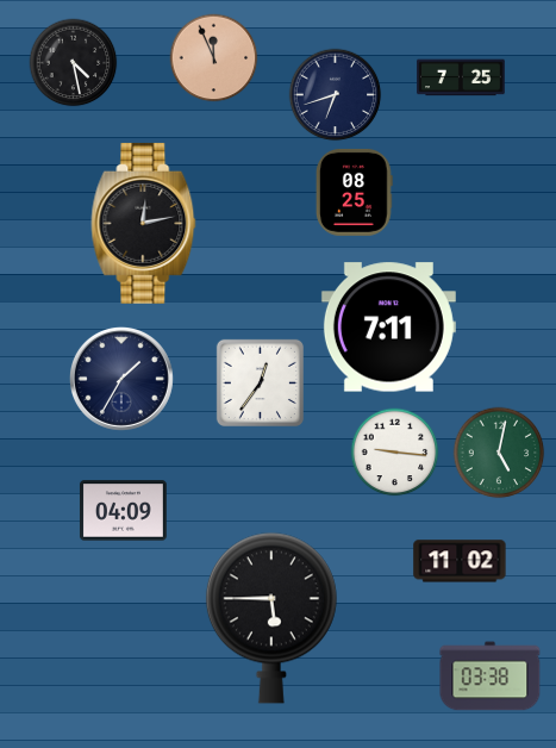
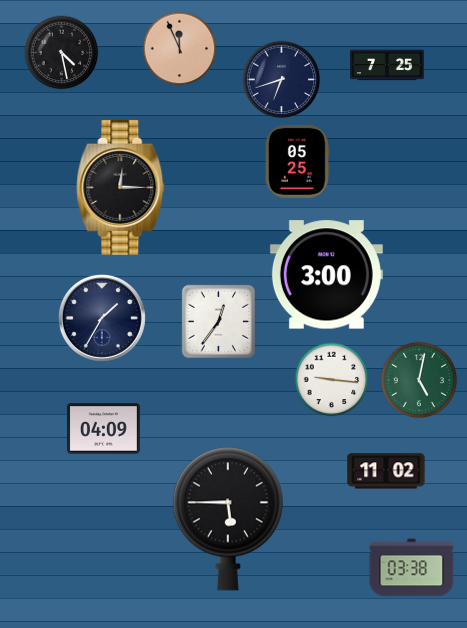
clock at (354, 192): 08:25 -> 05:25
clock at (144, 223): 12:13 -> 12:15
clock at (388, 328): 7:11 -> 3:00
